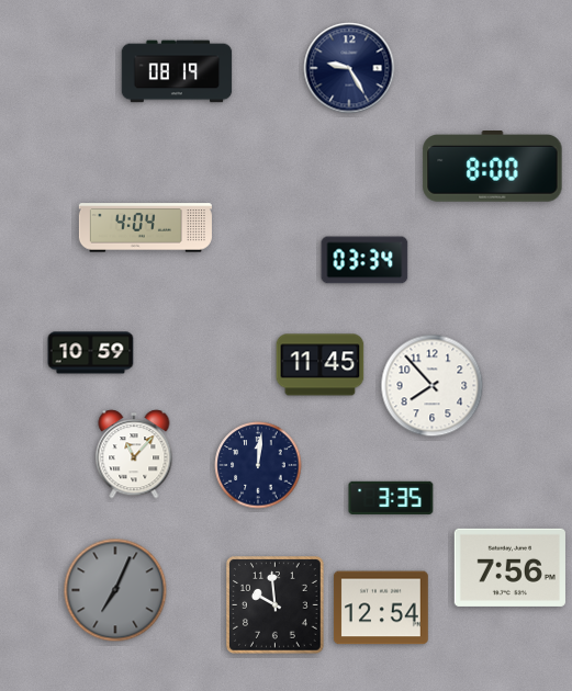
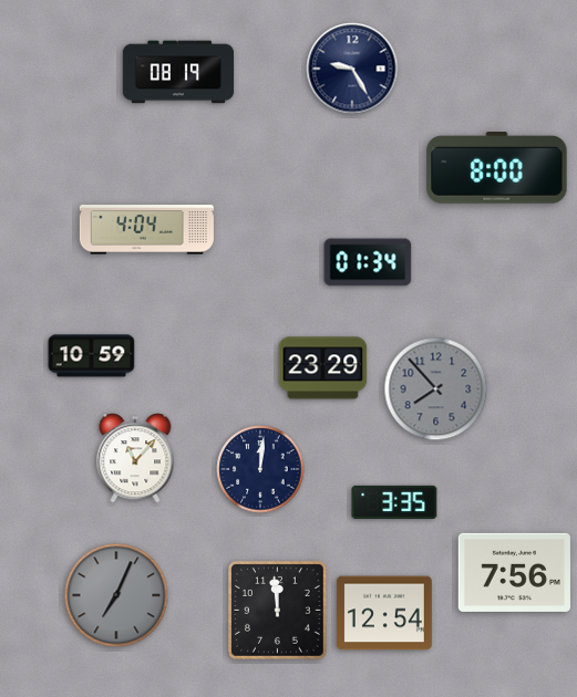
clock at (364, 260): 03:34 -> 01:34
clock at (321, 365): 11:45 -> 23:29
clock at (433, 386) dial: white -> grey
clock at (276, 605): 9:59 -> 11:59
